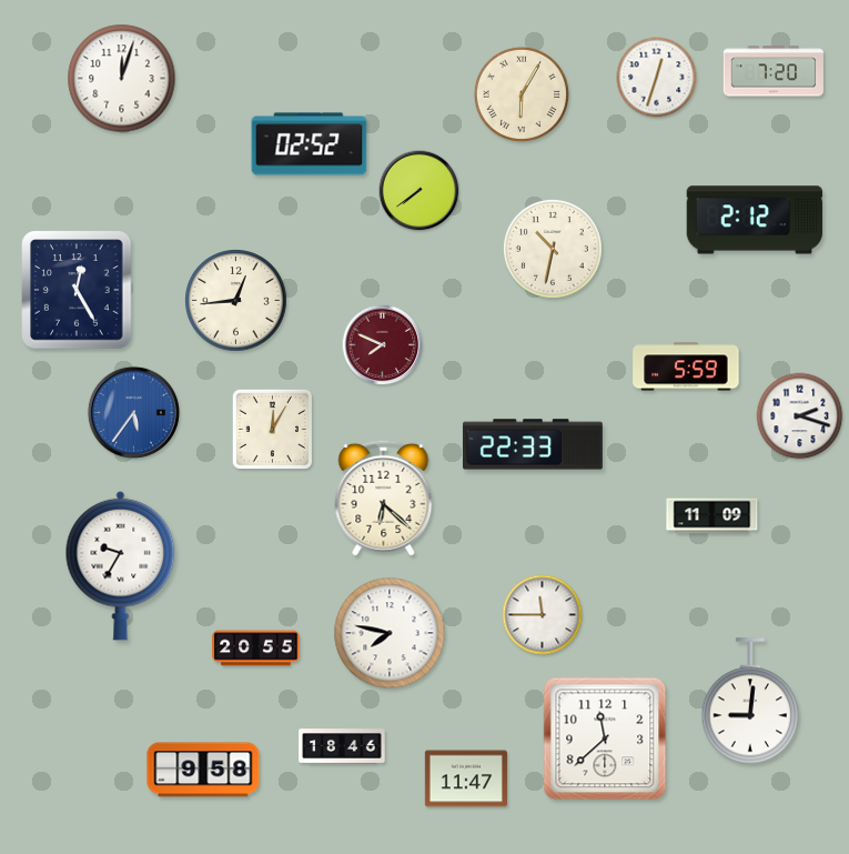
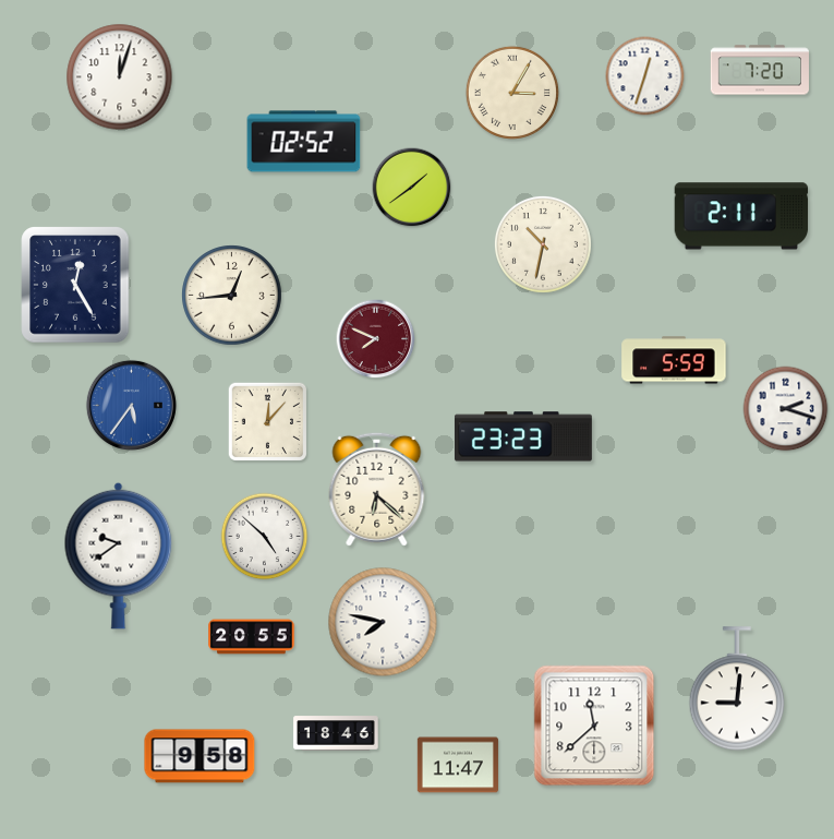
clock at (522, 94): 6:05 -> 3:05
clock at (420, 191): 7:39 -> 1:39
clock at (755, 220): 2:12 -> 2:11
clock at (272, 429): 12:05 -> 12:07
clock at (533, 444): 22:33 -> 23:23
clock at (712, 516): 11:09 -> none
clock at (265, 537): none -> 4:52
clock at (121, 565): 9:35 -> 9:39
clock at (543, 615): 11:45 -> none
